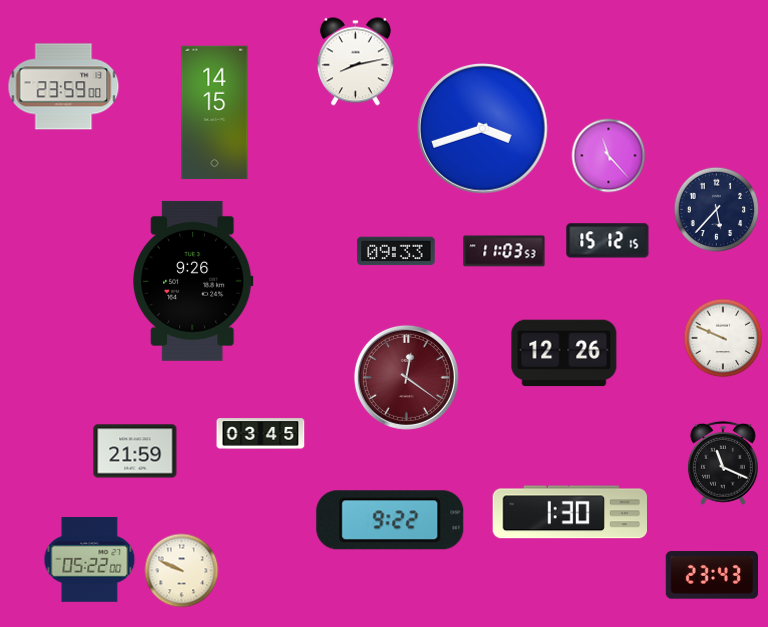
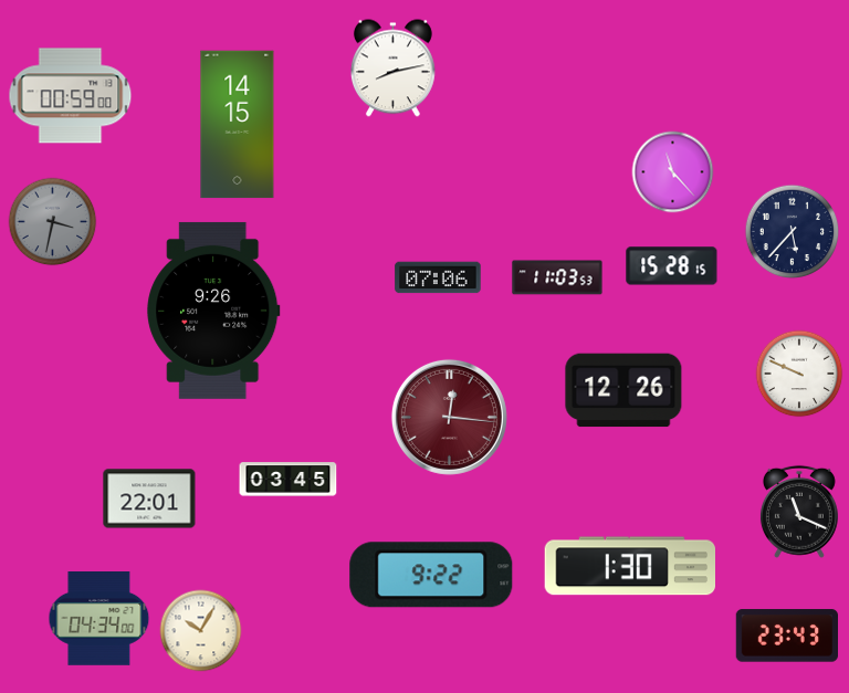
clock at (64, 87): 23:59 -> 00:59
clock at (483, 129): 3:42 -> none
clock at (53, 222): none -> 3:32
clock at (608, 241): 15:12 -> 15:28
clock at (396, 251): 09:33 -> 07:06
clock at (406, 377): 12:21 -> 12:16
clock at (135, 451): 21:59 -> 22:01
clock at (90, 560): 05:22 -> 04:34
clock at (182, 571): 9:49 -> 10:05
